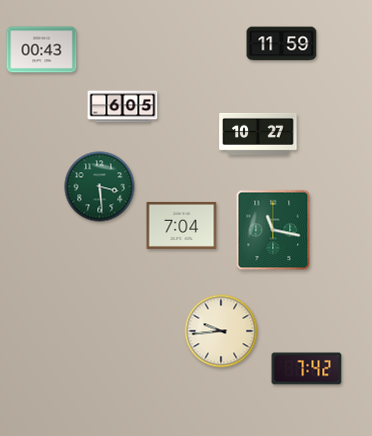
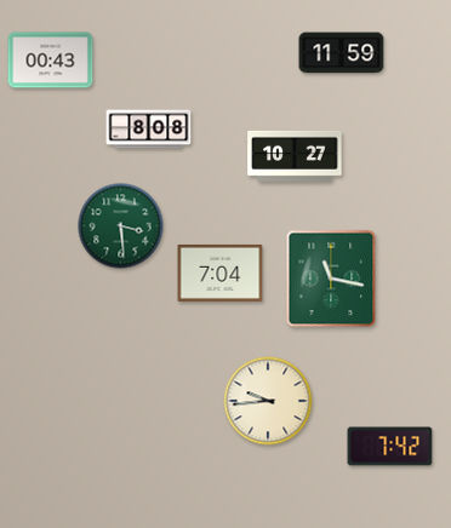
clock at (123, 107): 6:05 -> 8:08
clock at (258, 134) position: (258, 134) -> (295, 156)
clock at (307, 369) position: (307, 369) -> (390, 447)
